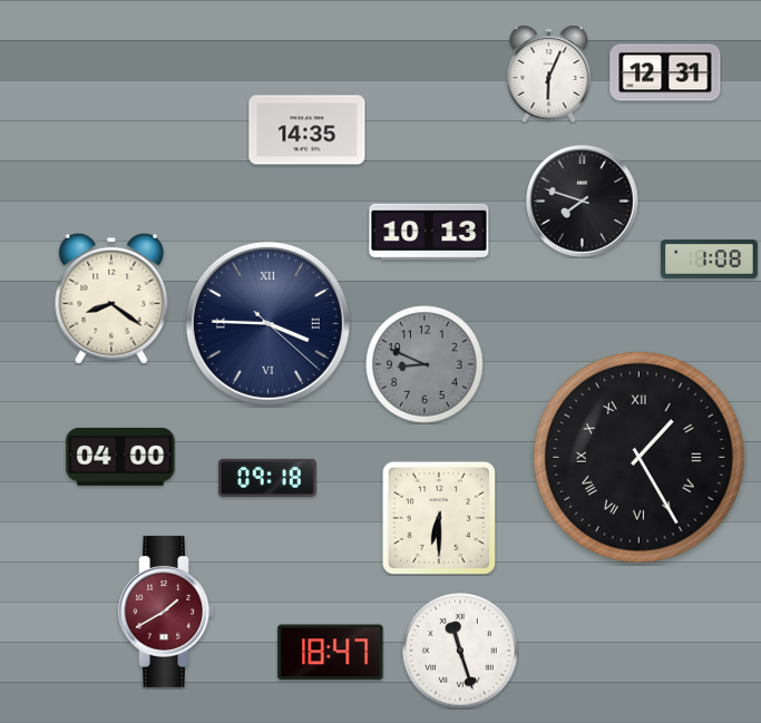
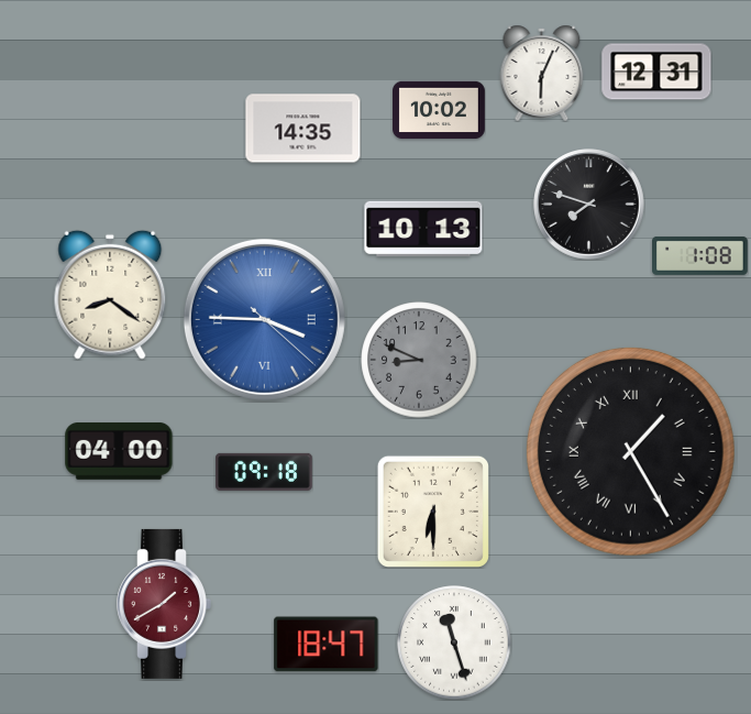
clock at (440, 110): none -> 10:02
clock at (583, 202) position: (583, 202) -> (589, 205)
clock at (267, 323) dial: navy -> blue
